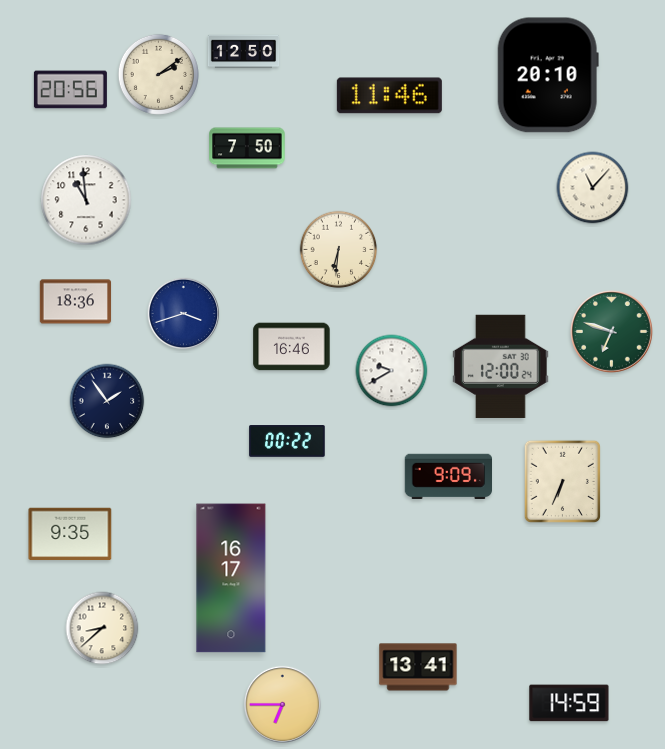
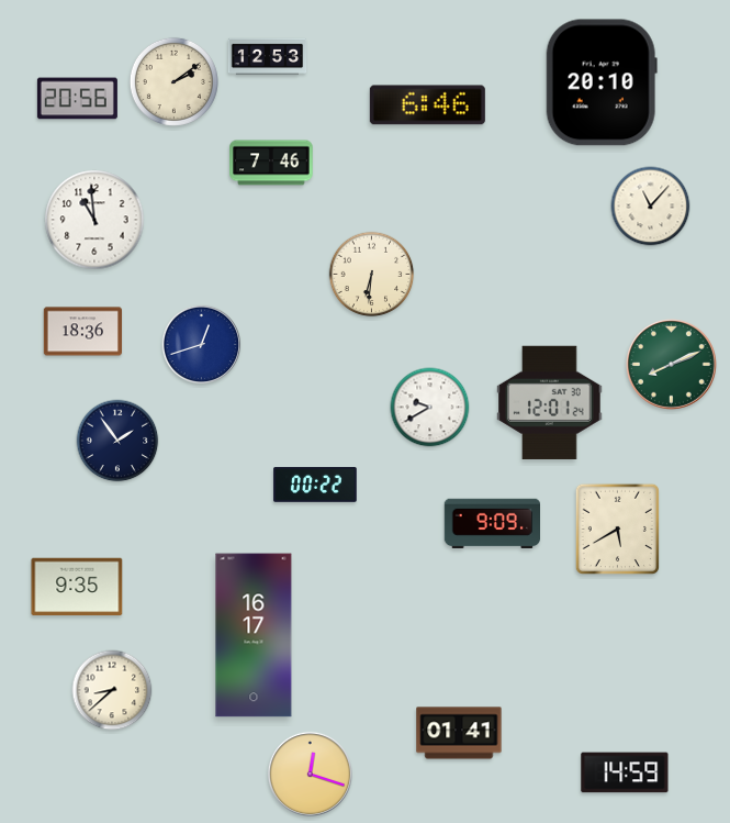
clock at (244, 52): 12:50 -> 12:53
clock at (389, 96): 11:46 -> 6:46
clock at (247, 148): 7:50 -> 7:46
clock at (184, 314): 3:42 -> 12:42
clock at (612, 332): 6:48 -> 8:11
clock at (292, 347): 16:46 -> none
clock at (501, 366): 12:00 -> 12:01
clock at (562, 481): 6:34 -> 5:40
clock at (418, 667): 13:41 -> 01:41
clock at (282, 704): 6:45 -> 12:18
